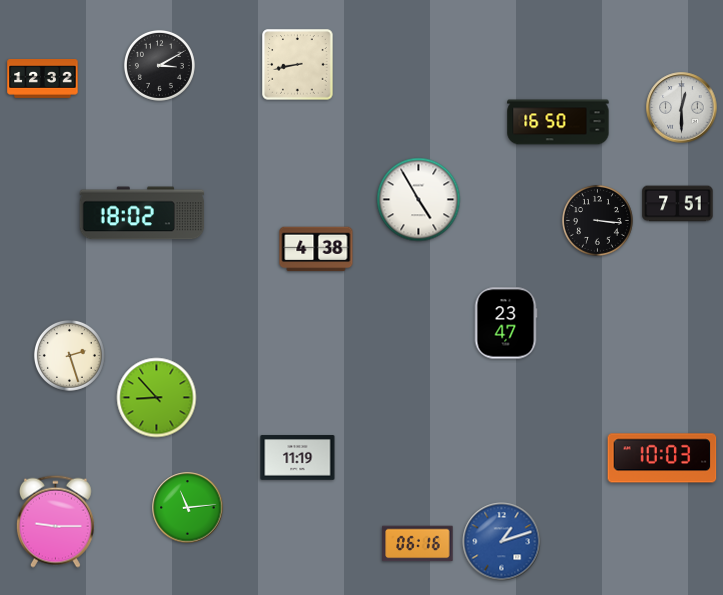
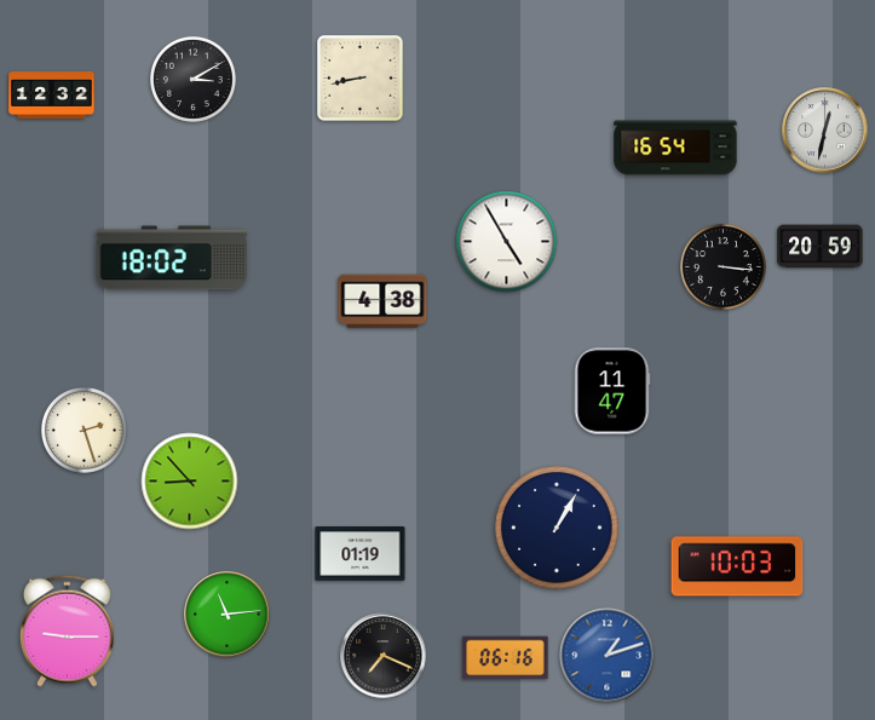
clock at (682, 108): 12:30 -> 12:32
clock at (558, 122): 16:50 -> 16:54
clock at (678, 204): 7:51 -> 20:59
clock at (506, 323): 23:47 -> 11:47
clock at (557, 528): none -> 1:05
clock at (298, 458): 11:19 -> 01:19
clock at (662, 458) position: (662, 458) -> (737, 566)
clock at (384, 656): none -> 7:19
